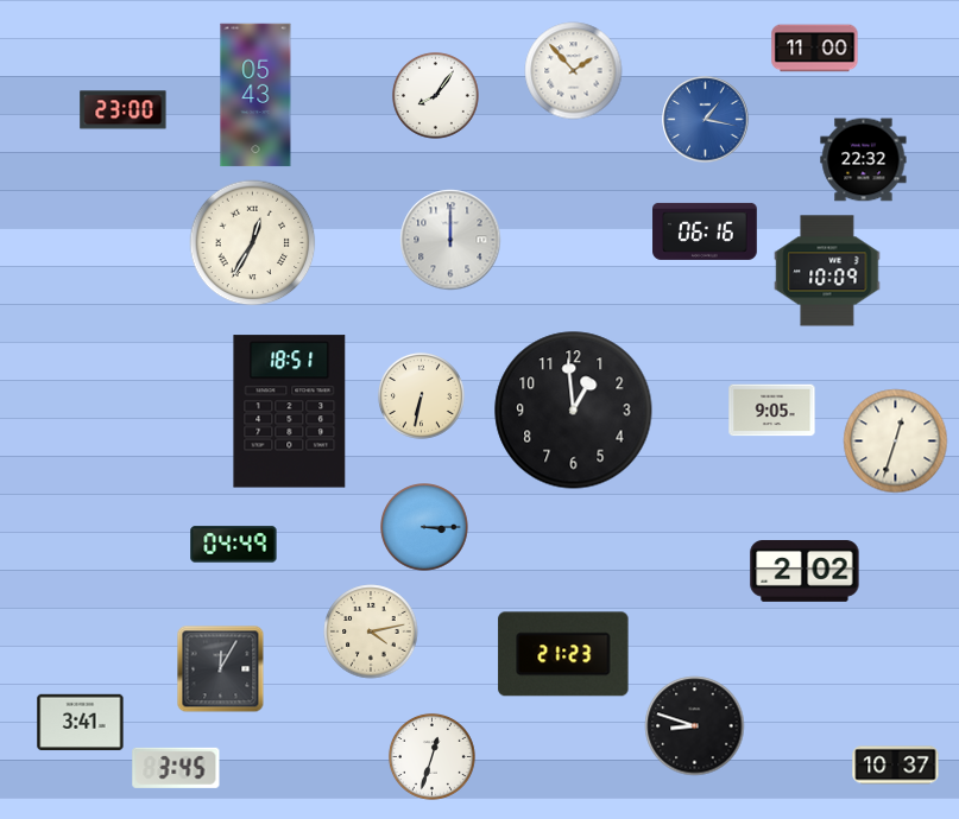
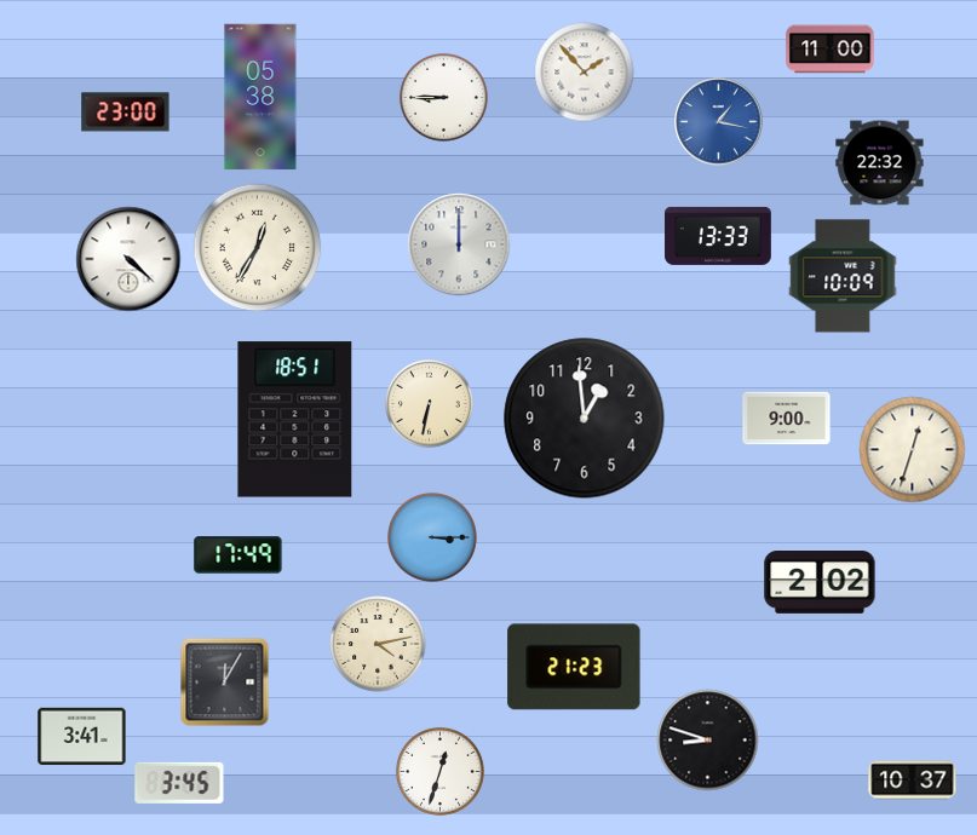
clock at (255, 95): 05:43 -> 05:38
clock at (436, 95): 8:06 -> 8:45
clock at (705, 231): 06:16 -> 13:33
clock at (128, 259): none -> 4:22
clock at (772, 411): 9:05 -> 9:00
clock at (234, 545): 04:49 -> 17:49
